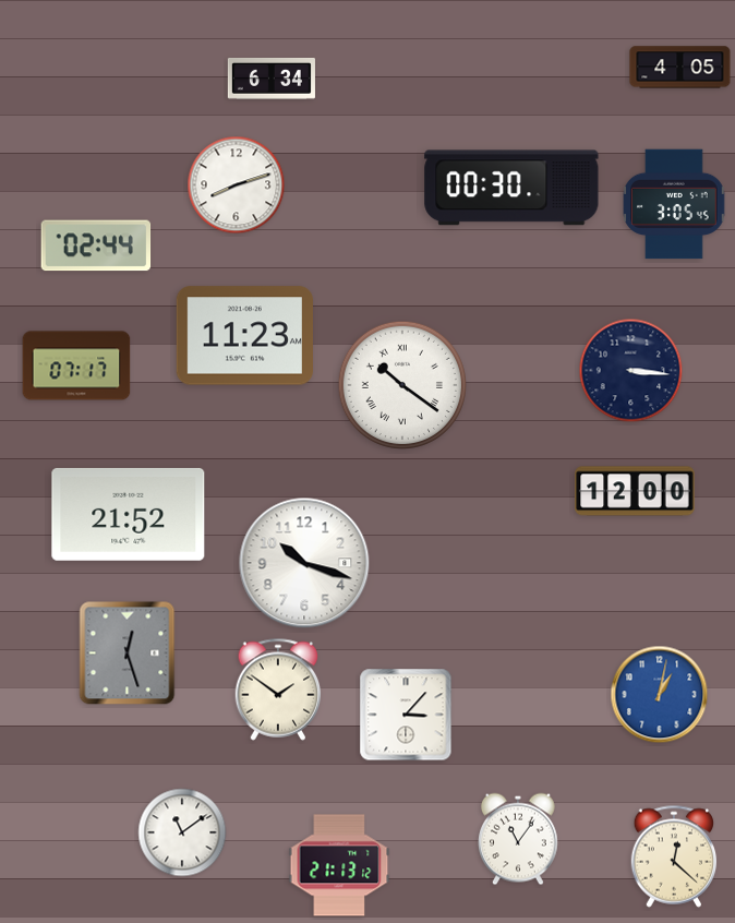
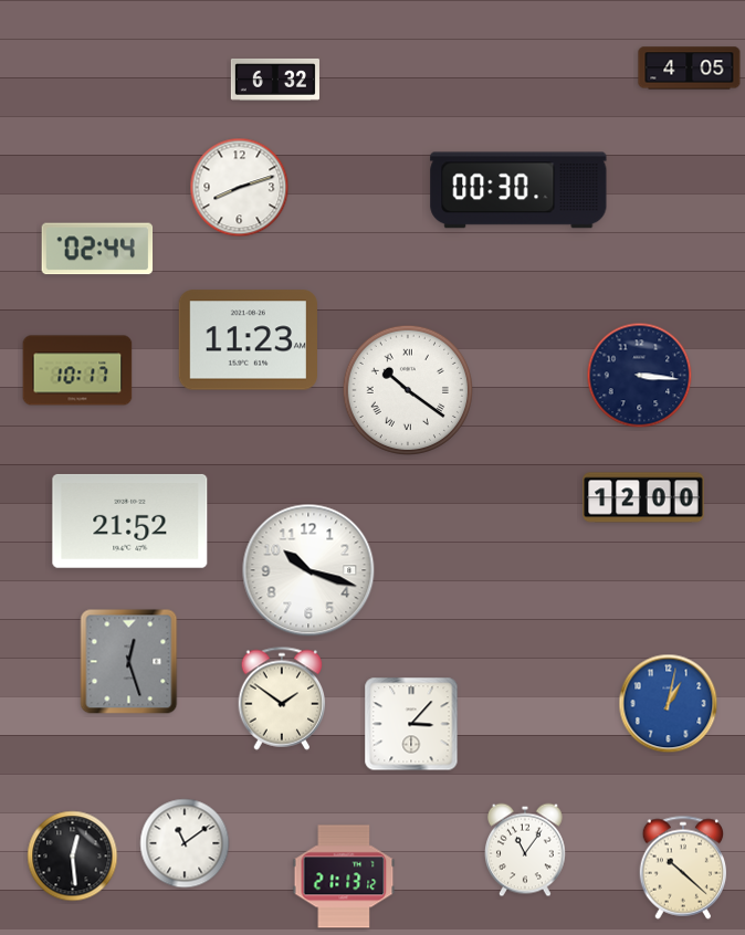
clock at (272, 79): 6:34 -> 6:32
clock at (674, 204): 3:05 -> none
clock at (76, 365): 07:17 -> 10:17
clock at (73, 857): none -> 12:29
clock at (674, 856): 12:22 -> 10:22
